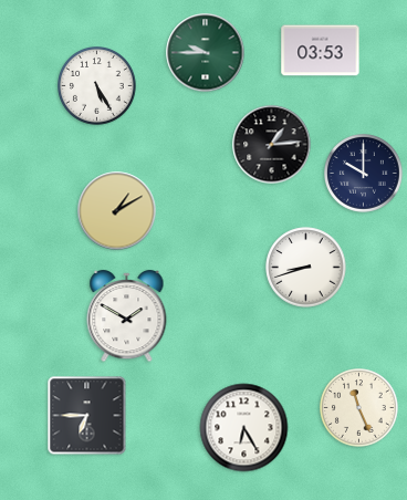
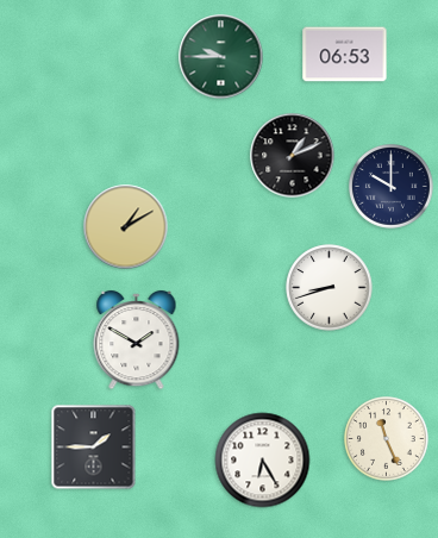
clock at (321, 51): 03:53 -> 06:53
clock at (97, 86): 5:25 -> none
clock at (272, 145): 1:14 -> 1:11
clock at (87, 416): 6:45 -> 1:45
